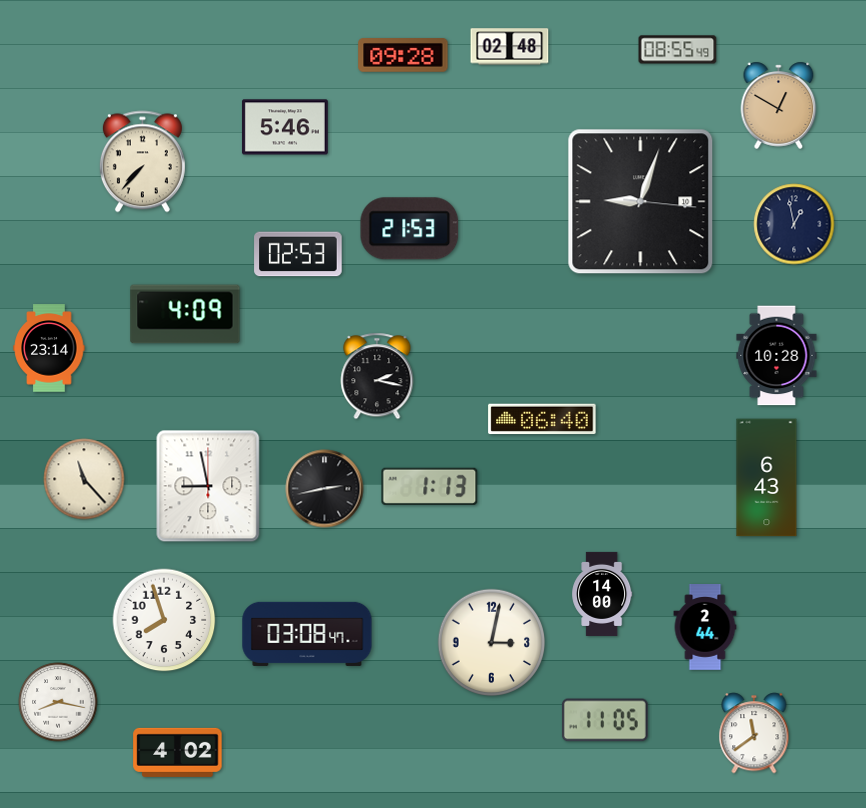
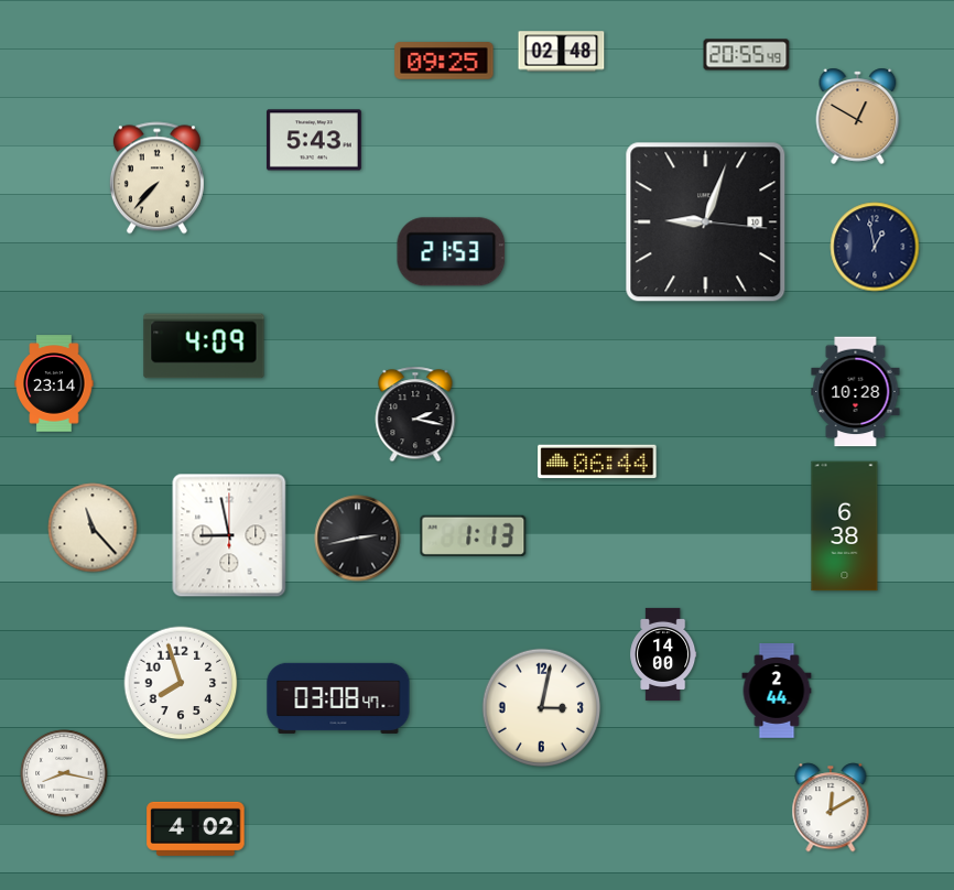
clock at (678, 50): 08:55 -> 20:55
clock at (403, 55): 09:28 -> 09:25
clock at (285, 127): 5:46 -> 5:43
clock at (298, 254): 02:53 -> none
clock at (542, 419): 06:40 -> 06:44
clock at (767, 478): 6:43 -> 6:38
clock at (605, 720): 11:05 -> none
clock at (754, 733): 11:39 -> 12:10
